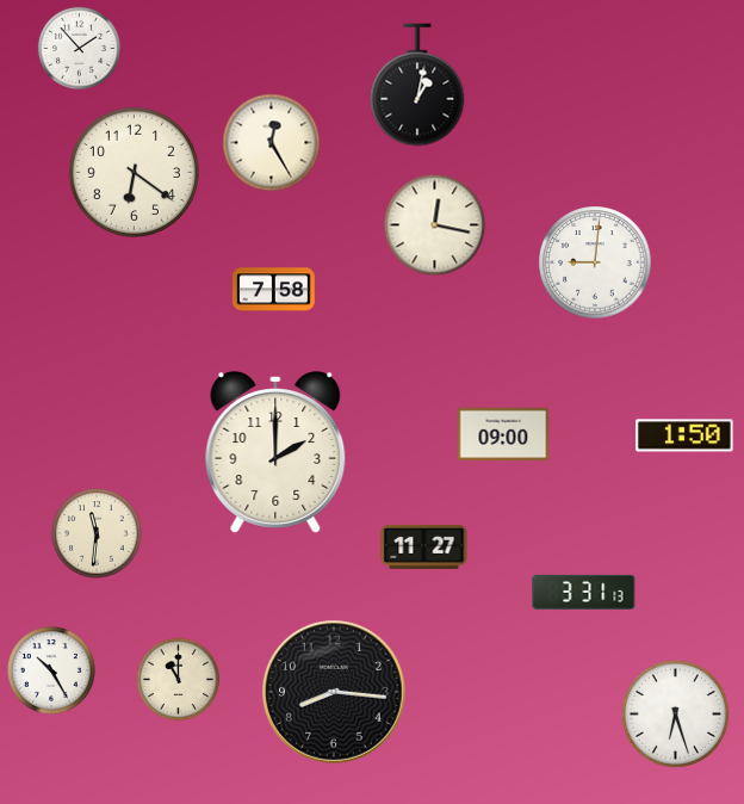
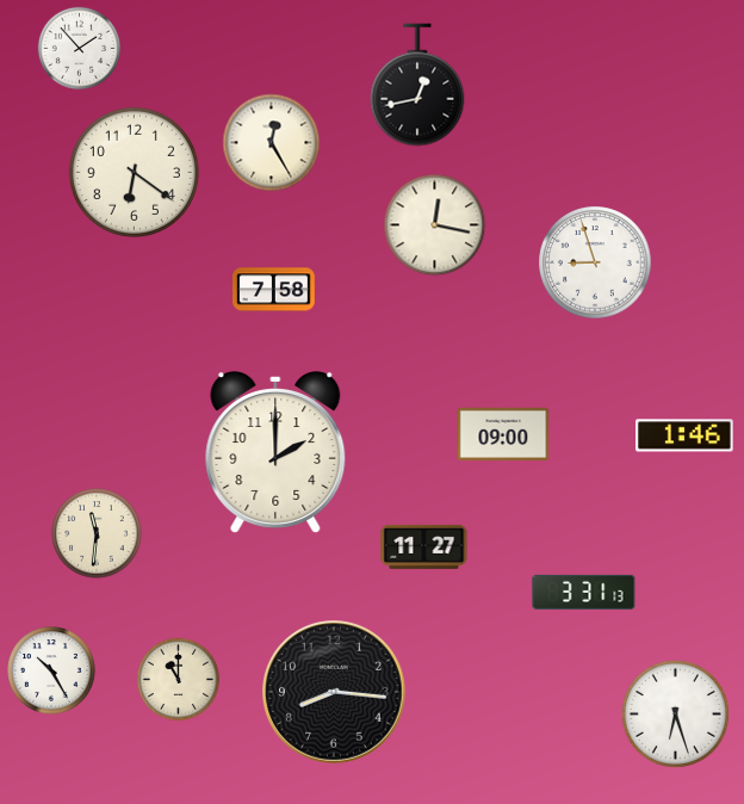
clock at (417, 85): 1:02 -> 12:43
clock at (595, 262): 9:01 -> 8:57
clock at (686, 435): 1:50 -> 1:46
